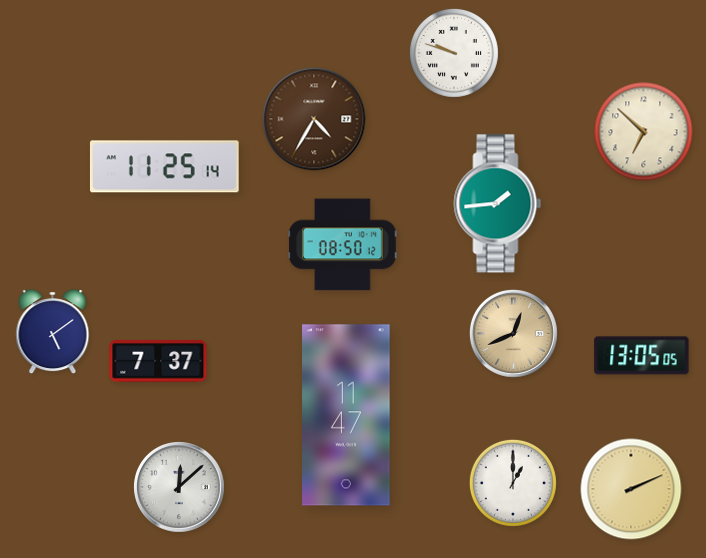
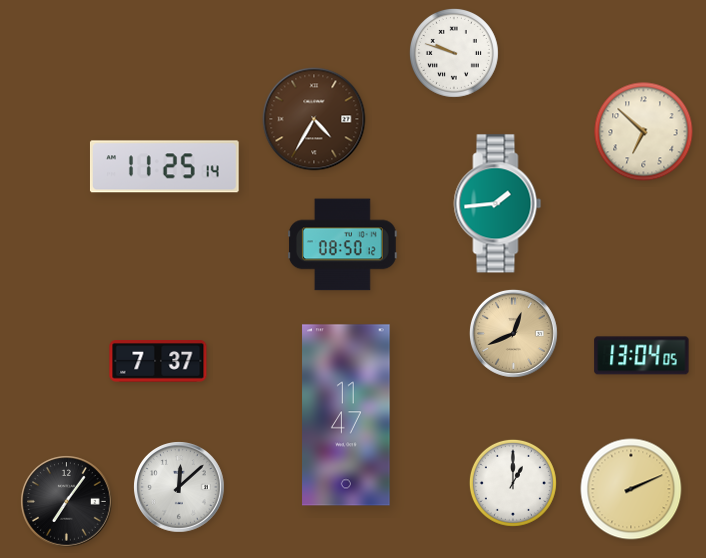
clock at (53, 332): 5:09 -> none
clock at (642, 356): 13:05 -> 13:04
clock at (67, 502): none -> 7:06
